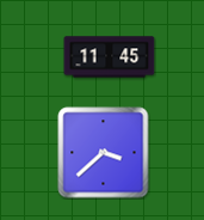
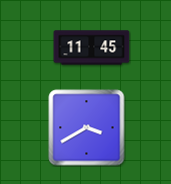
clock at (104, 153): 3:38 -> 3:40
